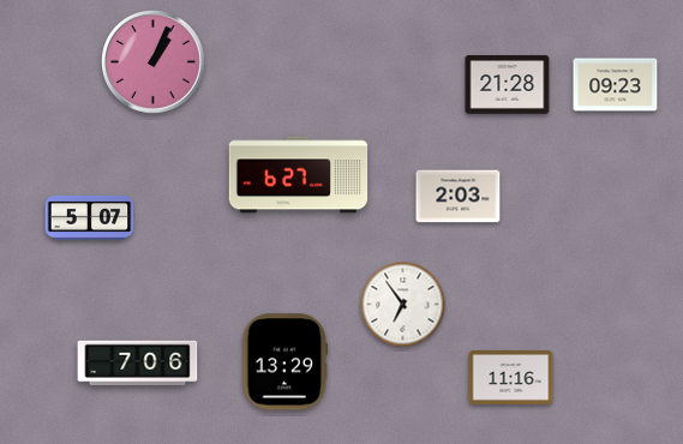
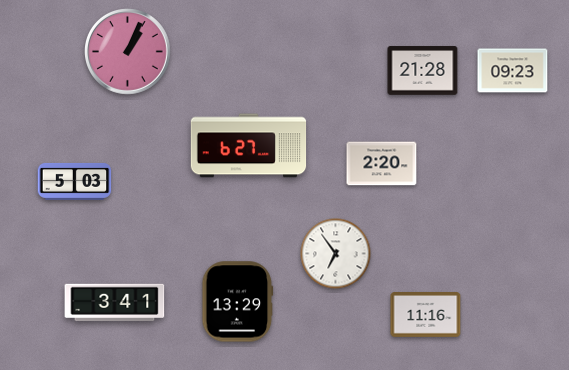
clock at (459, 197): 2:03 -> 2:20
clock at (90, 217): 5:07 -> 5:03
clock at (138, 362): 7:06 -> 3:41
